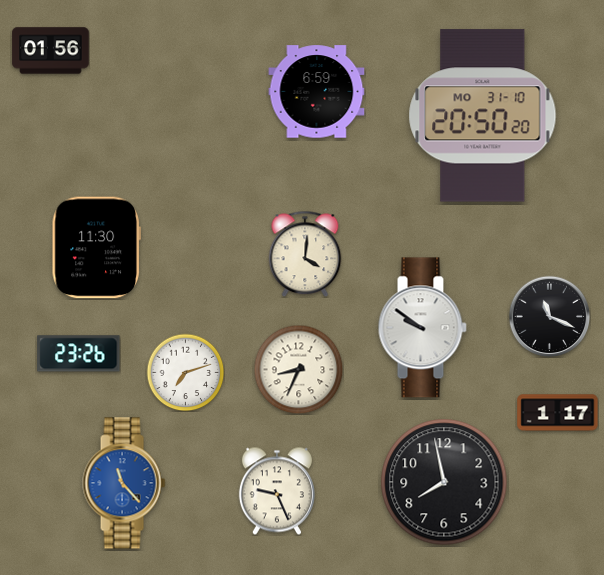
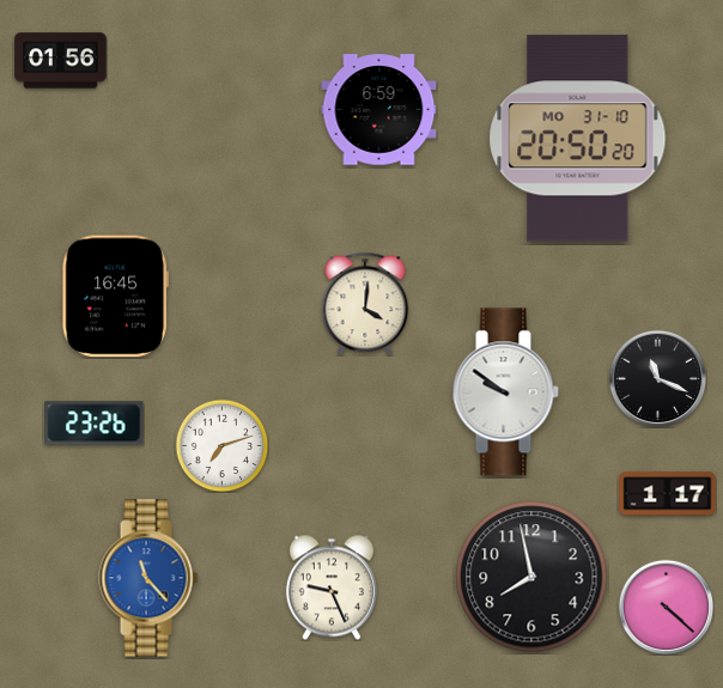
clock at (96, 248): 11:30 -> 16:45
clock at (298, 369): 8:34 -> none
clock at (666, 607): none -> 4:22
